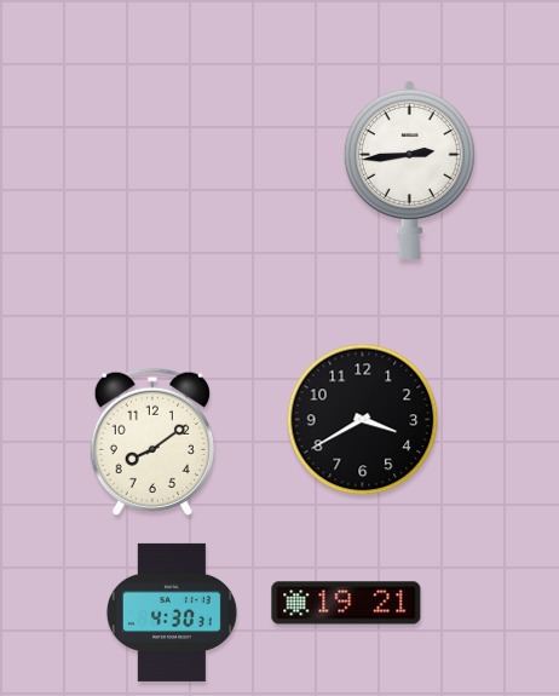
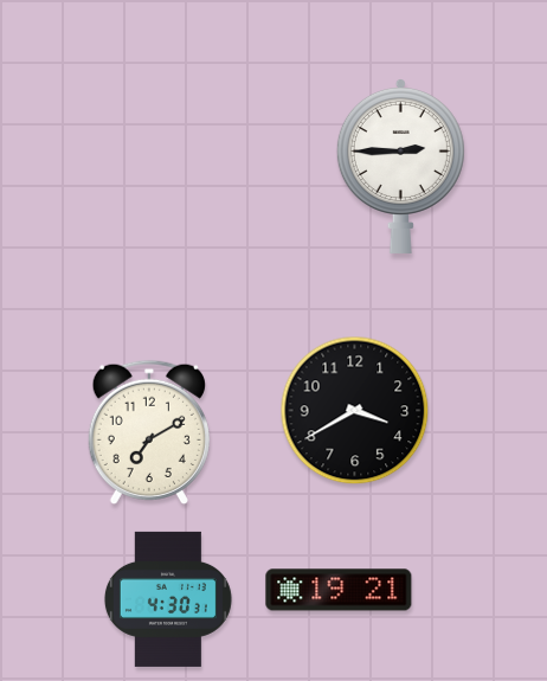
clock at (409, 169): 2:44 -> 2:45
clock at (152, 441): 8:09 -> 7:10
